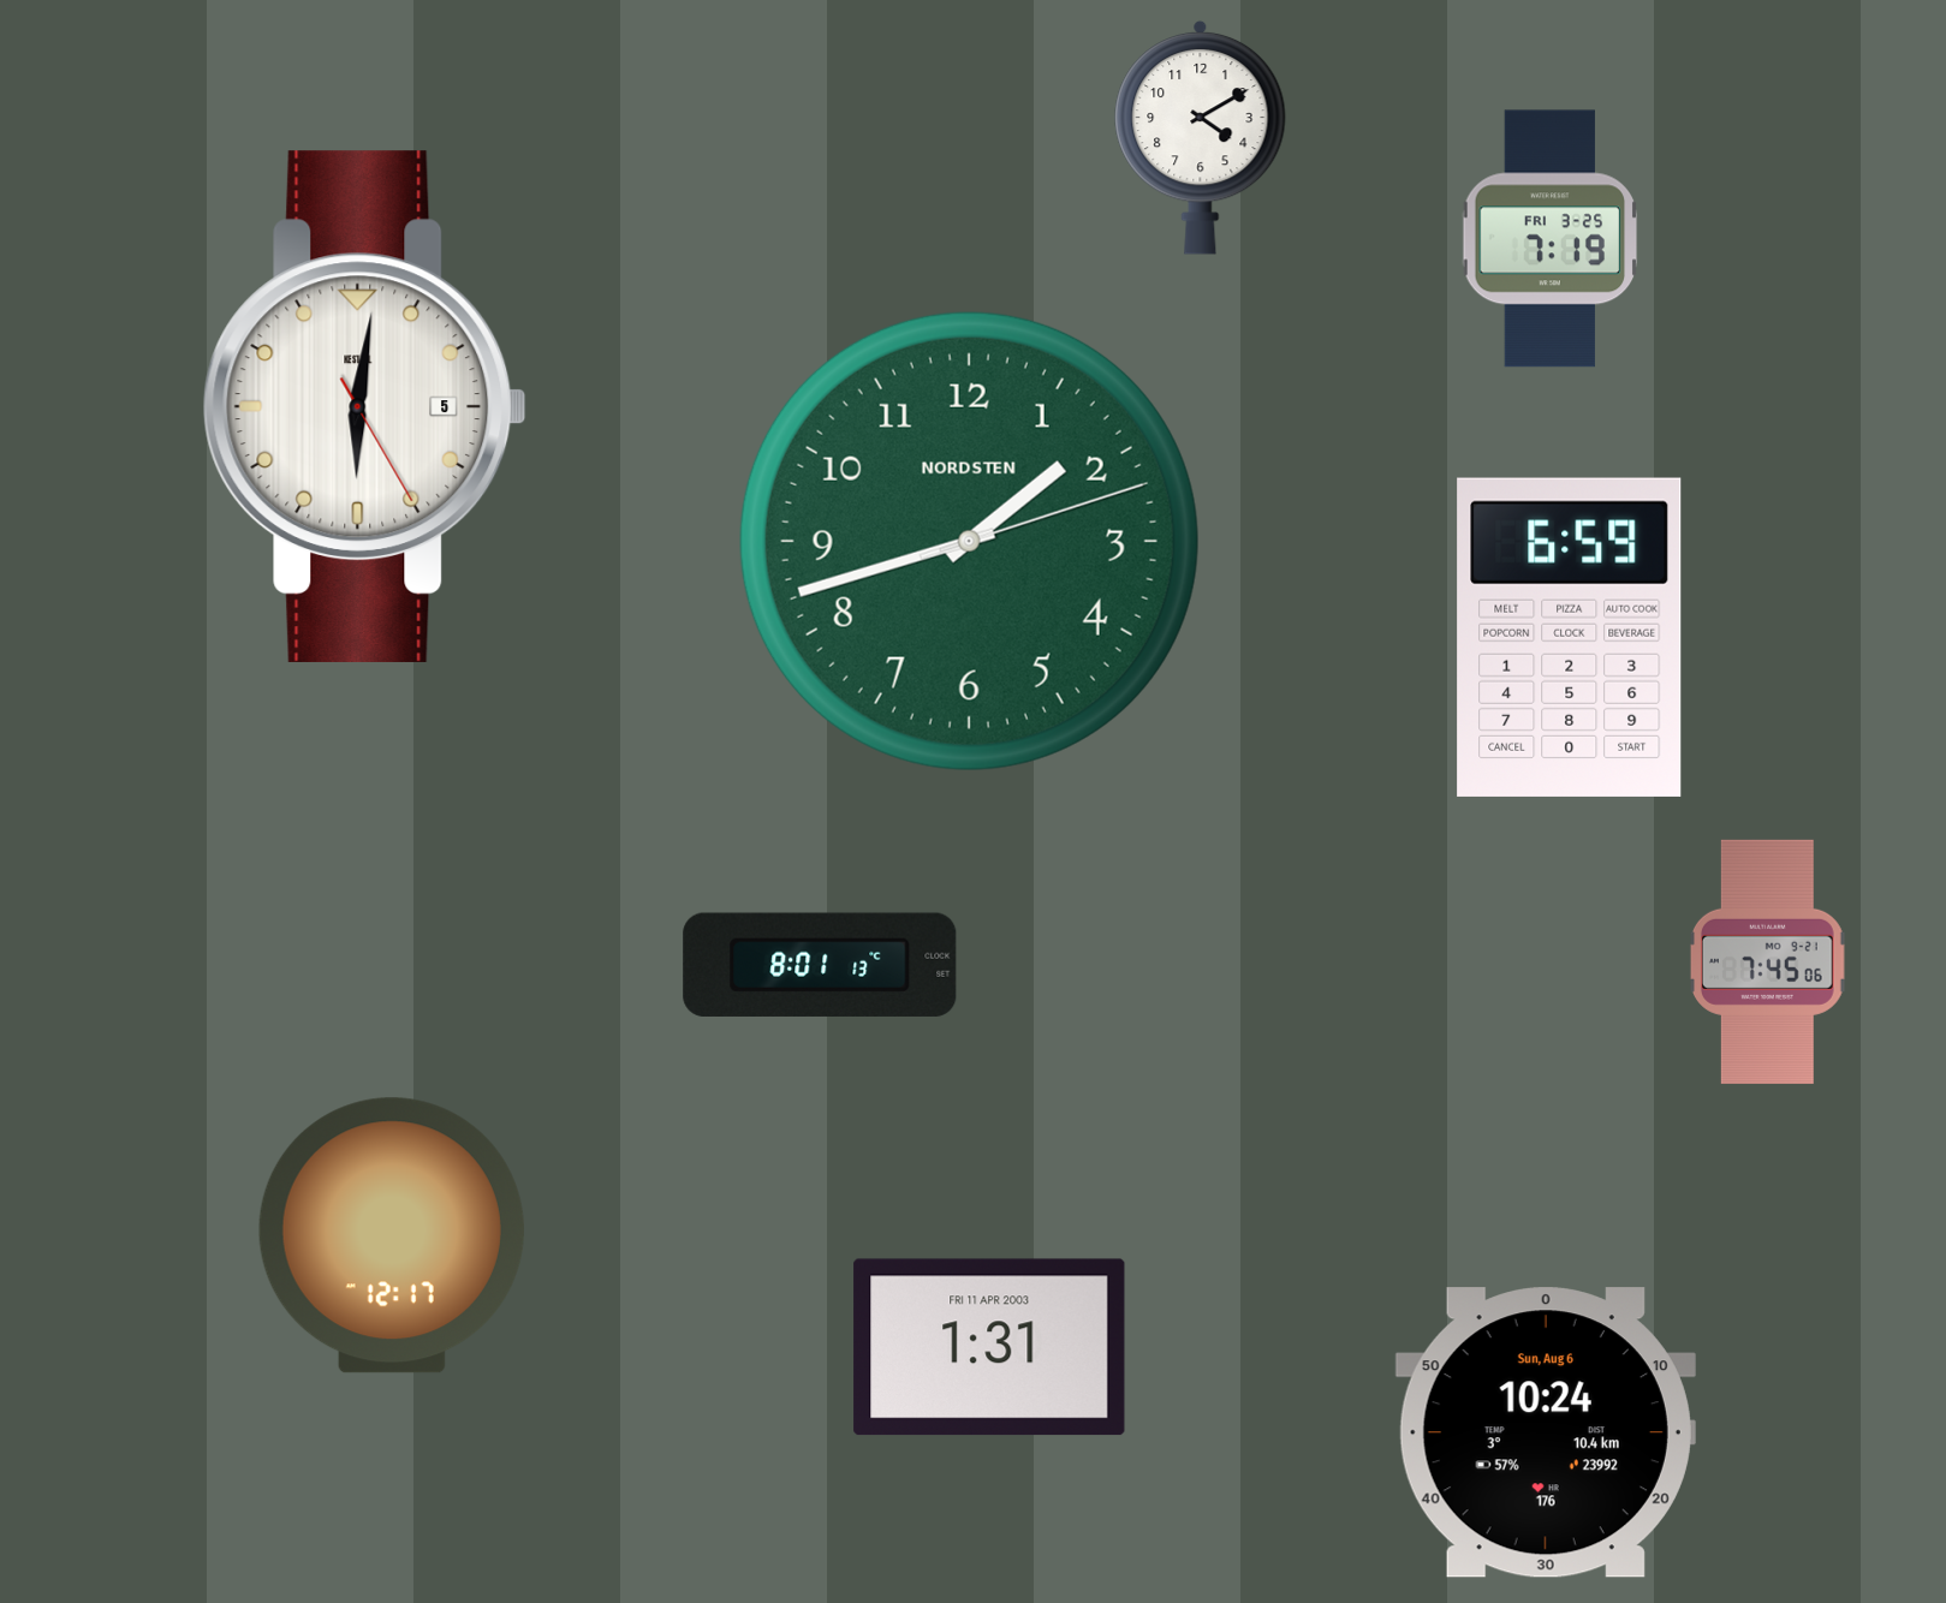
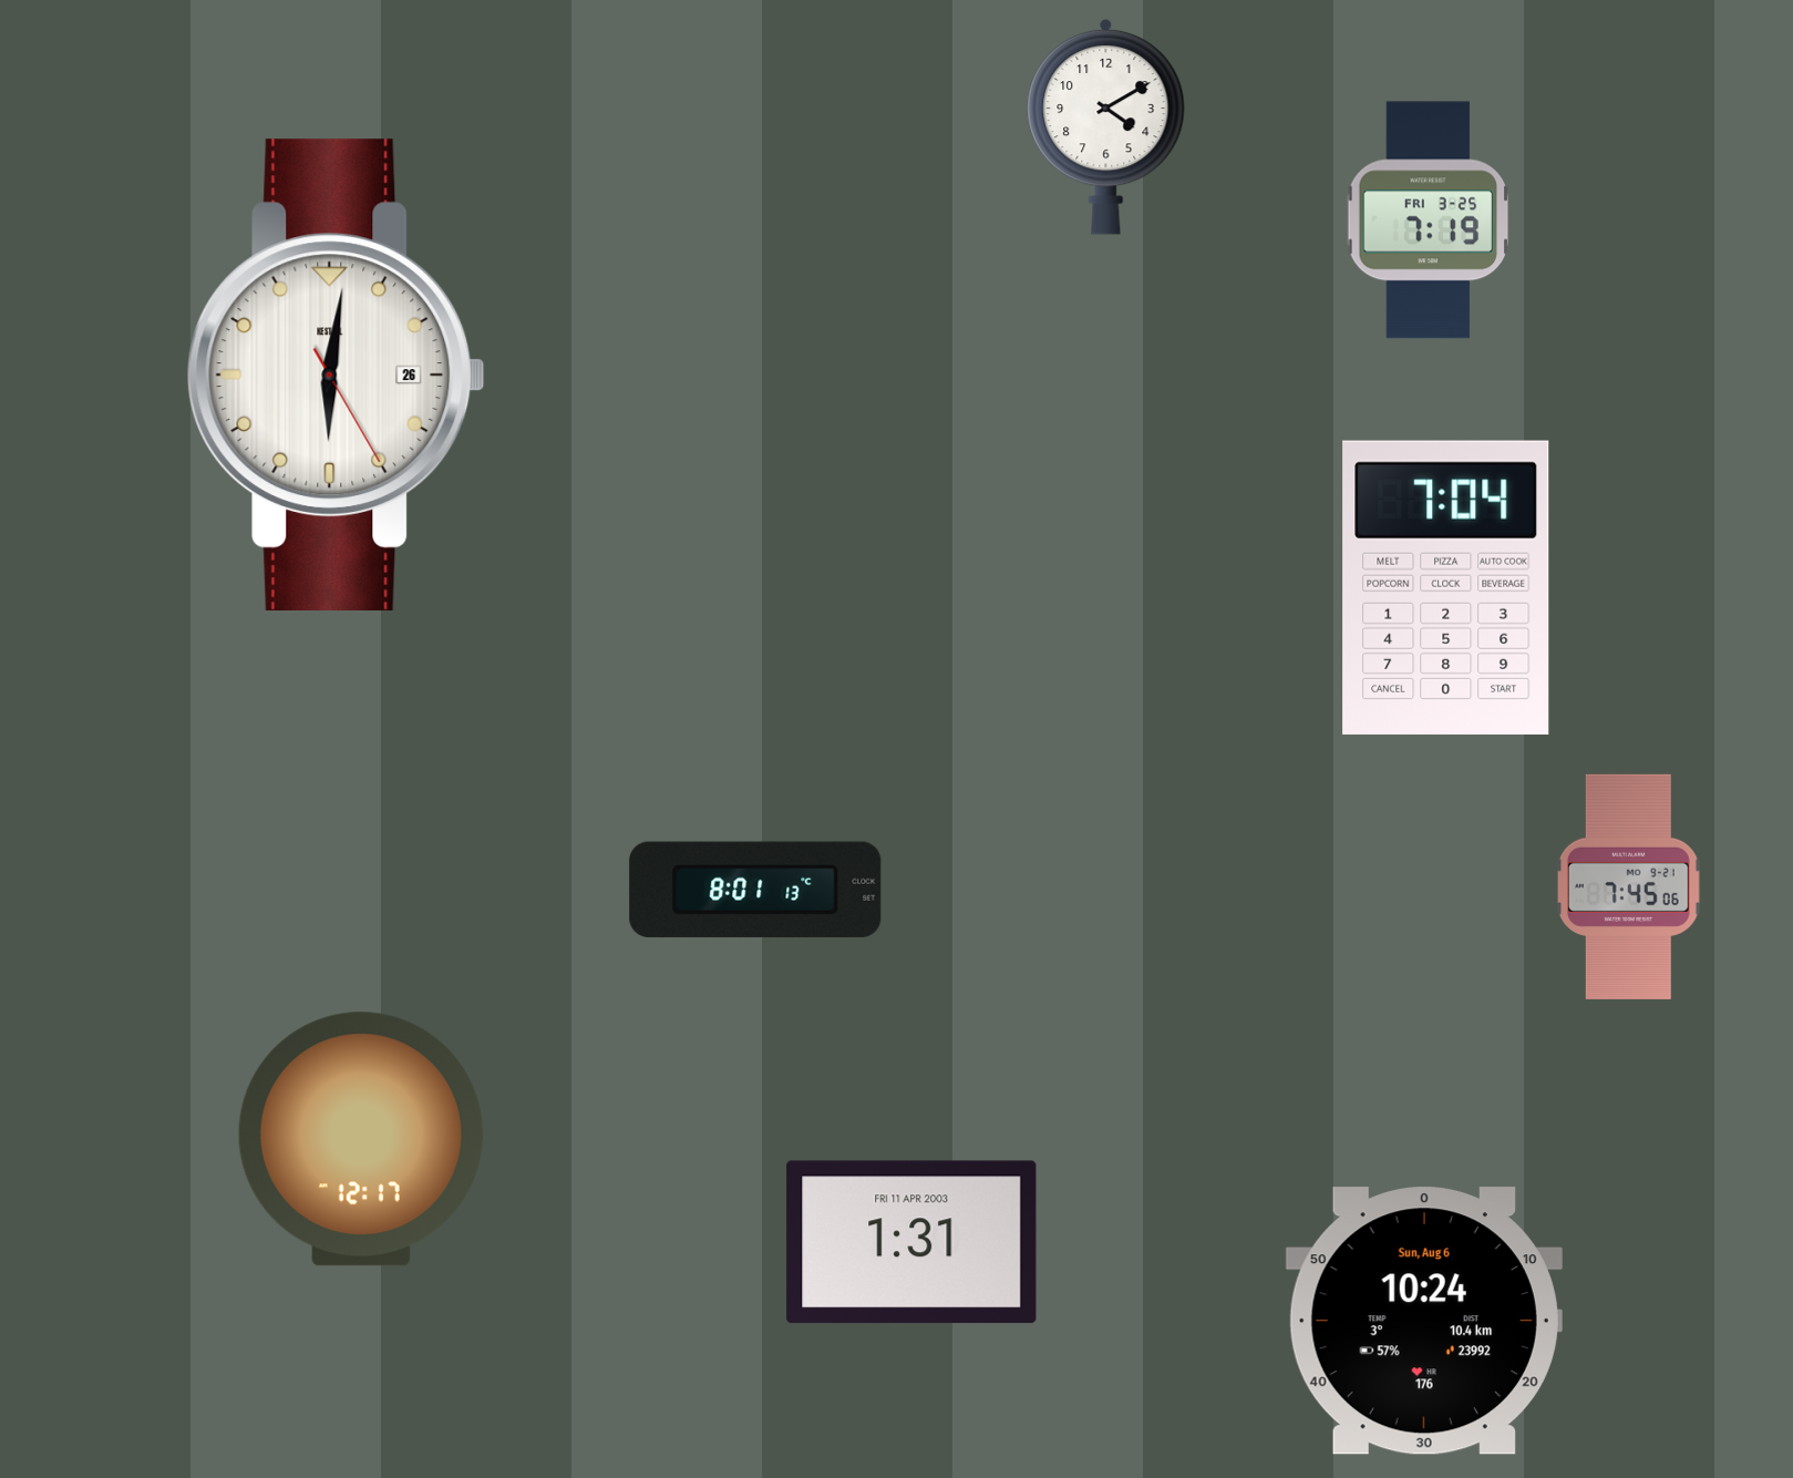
clock at (364, 406) date: 5 -> 26
clock at (969, 541): 1:42 -> none
clock at (1570, 637): 6:59 -> 7:04
